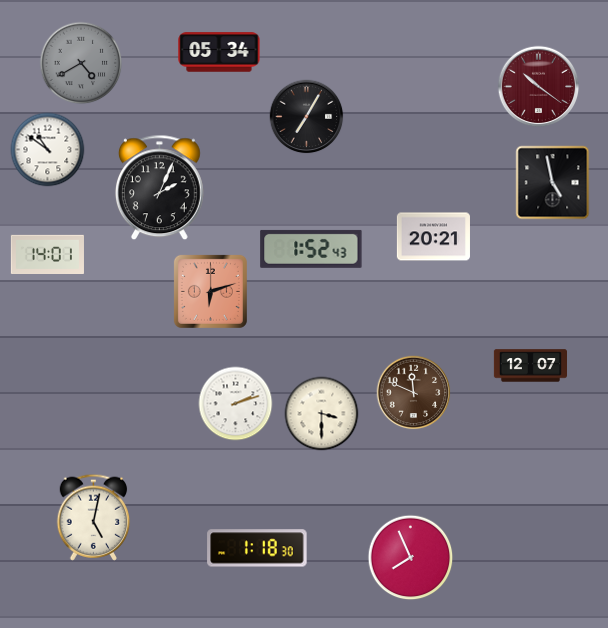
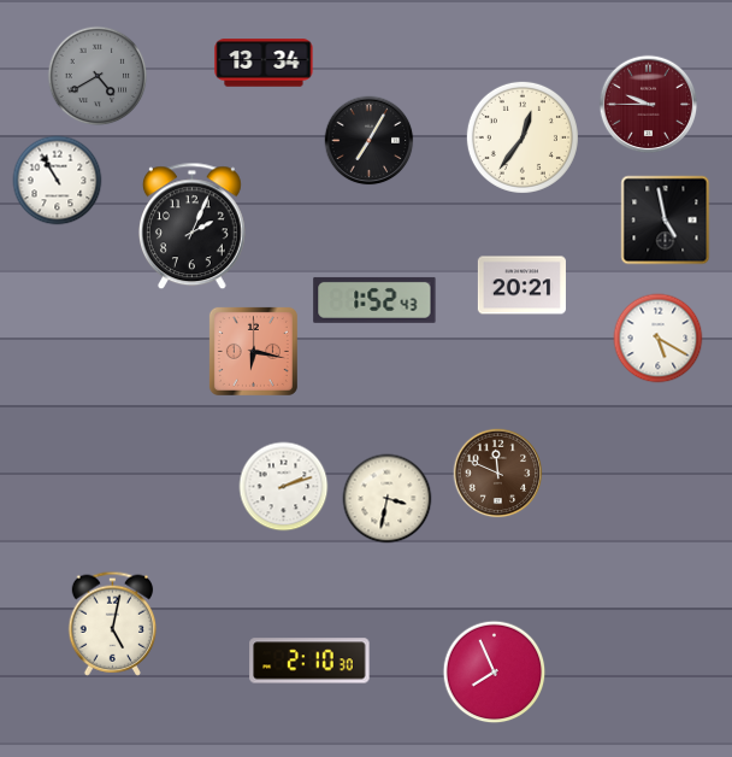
clock at (219, 52): 05:34 -> 13:34
clock at (539, 87): 10:21 -> 9:45
clock at (523, 137): none -> 12:36
clock at (48, 150): 10:51 -> 10:55
clock at (47, 254): 14:01 -> none
clock at (659, 339): none -> 5:20
clock at (210, 291): 6:12 -> 6:17
clock at (530, 366): 12:07 -> none
clock at (322, 414): 3:30 -> 3:32
clock at (257, 548): 1:18 -> 2:10
